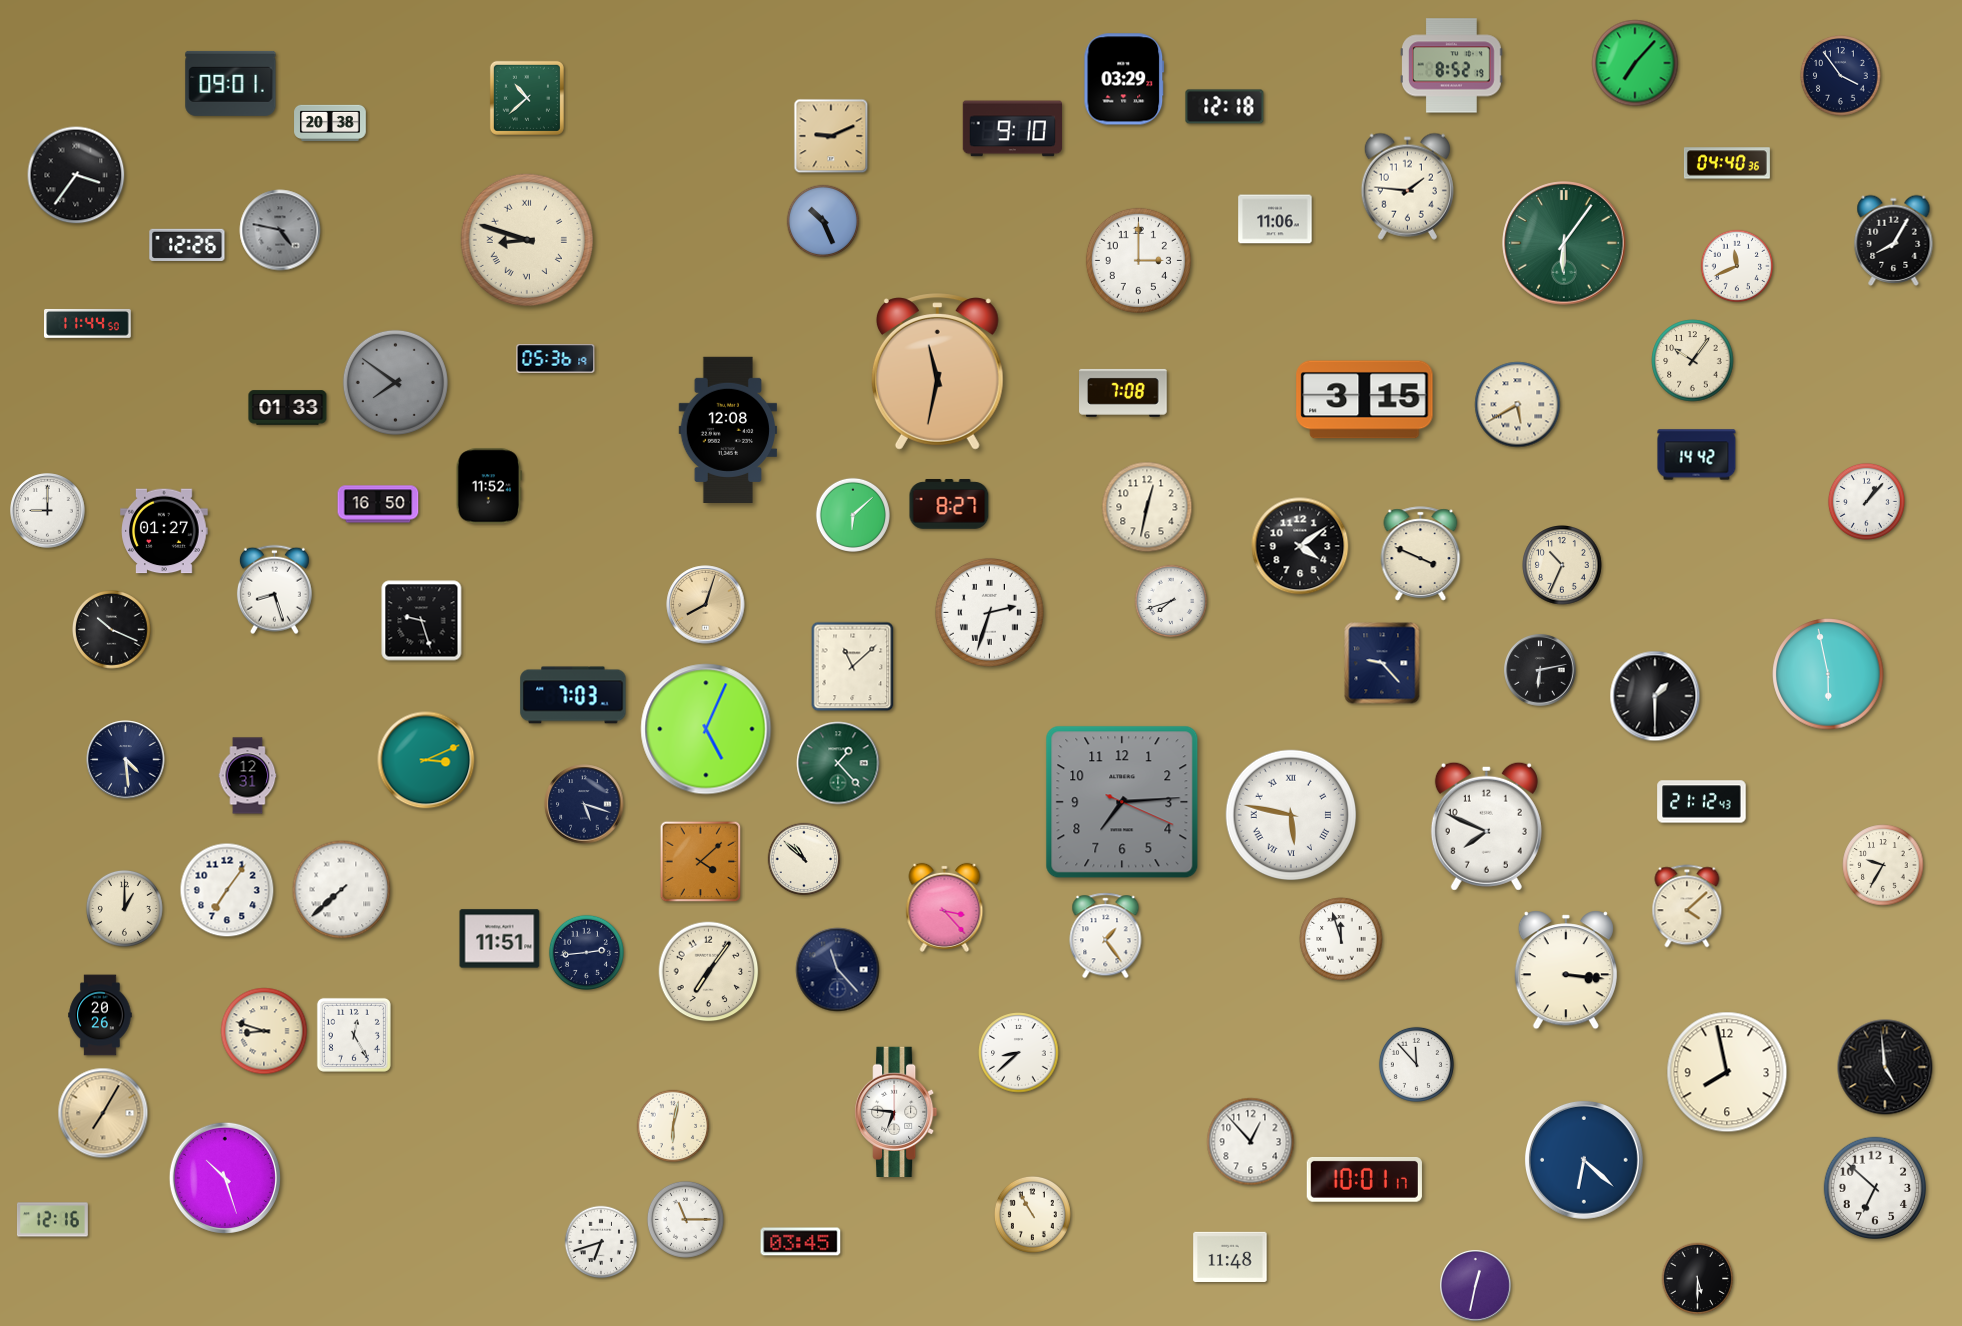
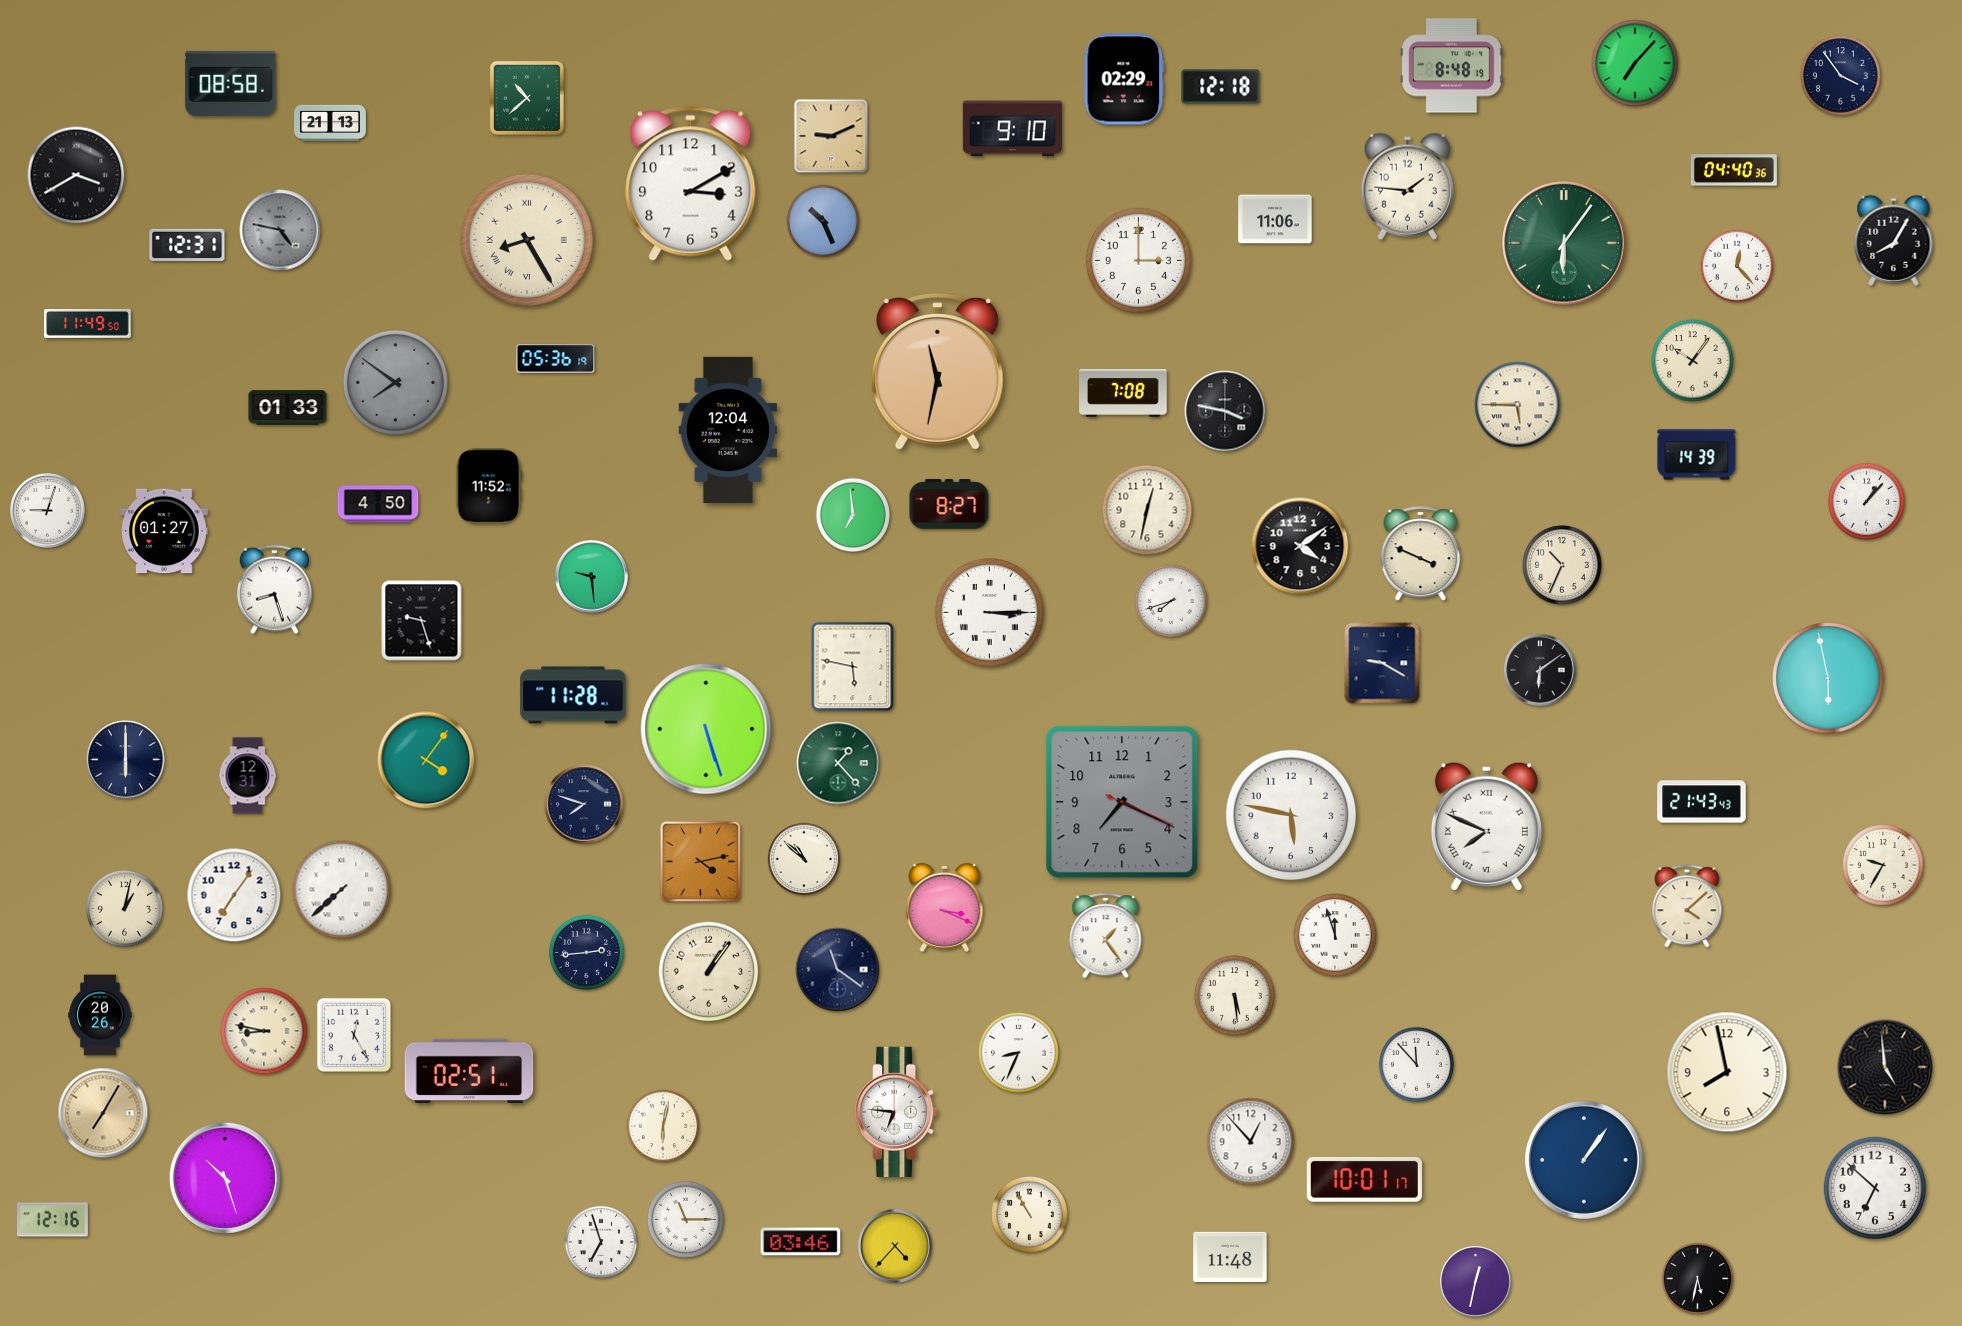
clock at (1452, 66): 8:52 -> 8:48
clock at (1124, 79): 03:29 -> 02:29
clock at (231, 83): 09:01 -> 08:58
clock at (1225, 107) position: (1225, 107) -> (1221, 87)
clock at (330, 123): 20:38 -> 21:13
clock at (1727, 163) position: (1727, 163) -> (1734, 170)
clock at (76, 175): 3:36 -> 3:40
clock at (691, 183): none -> 3:10
clock at (527, 240): 8:48 -> 8:25
clock at (187, 244): 12:26 -> 12:31
clock at (1737, 266): 11:41 -> 12:23
clock at (88, 323): 11:44 -> 11:49
clock at (1365, 400): 3:15 -> none
clock at (1518, 405): 5:40 -> 5:45
clock at (1225, 411): none -> 3:47
clock at (728, 430): 12:08 -> 12:04
clock at (1697, 455): 14:42 -> 14:39
clock at (378, 504): 16:50 -> 4:50
clock at (1147, 507) position: (1147, 507) -> (1147, 510)
clock at (48, 511): 9:00 -> 9:03
clock at (853, 515): 6:08 -> 6:59
clock at (592, 577): none -> 9:29
clock at (706, 605): 8:03 -> none
clock at (989, 612): 2:33 -> 3:15
clock at (112, 630): 10:19 -> none
clock at (1382, 663): 9:23 -> 9:20
clock at (853, 667): 11:08 -> 5:47
clock at (1541, 671): 6:13 -> 6:09
clock at (1828, 674) position: (1828, 674) -> (1828, 678)
clock at (573, 695): 7:03 -> 11:28
clock at (1655, 696): 1:30 -> none
clock at (706, 729): 5:04 -> 5:27
clock at (126, 760): 4:29 -> 6:00
clock at (426, 760): 3:11 -> 4:06
clock at (1122, 802): 7:14 -> 7:19
clock at (1702, 802): 21:12 -> 21:43
clock at (584, 804): 5:18 -> 7:48
clock at (1291, 815) numerals: Roman -> Arabic
clock at (1486, 826) numerals: Arabic -> Roman
clock at (701, 862): 4:08 -> 4:13
clock at (227, 890) position: (227, 890) -> (234, 895)
clock at (945, 907): 3:23 -> 3:19
clock at (124, 908): 1:00 -> 1:02
clock at (500, 939): 11:51 -> none
clock at (1341, 939) position: (1341, 939) -> (1335, 935)
clock at (838, 970): 11:23 -> 11:21
clock at (1566, 970): 3:16 -> none
clock at (709, 972): 7:06 -> 1:06
clock at (1235, 996): none -> 5:29
clock at (264, 1031): 8:48 -> 8:47
clock at (1019, 1053): 8:38 -> 8:34
clock at (469, 1070): none -> 02:51
clock at (673, 1126) position: (673, 1126) -> (663, 1126)
clock at (1584, 1160): 6:22 -> 1:06
clock at (1032, 1214) position: (1032, 1214) -> (1029, 1214)
clock at (601, 1242): 6:42 -> 6:57
clock at (801, 1242): 03:45 -> 03:46
clock at (895, 1246): none -> 4:37
clock at (1698, 1279): 5:30 -> 5:32
clock at (1475, 1285) position: (1475, 1285) -> (1475, 1281)
